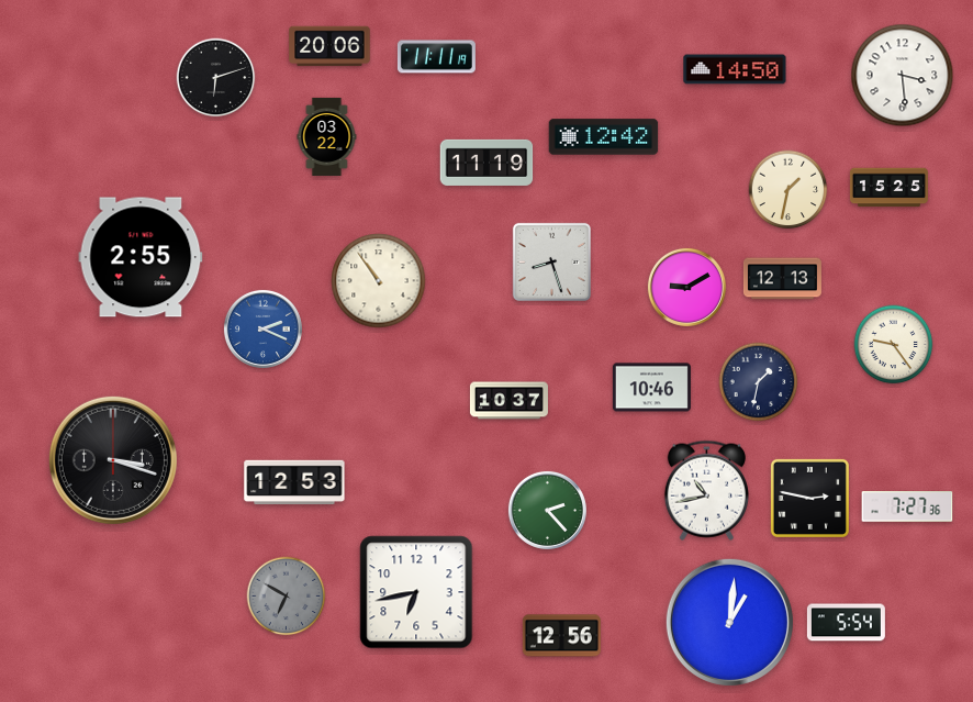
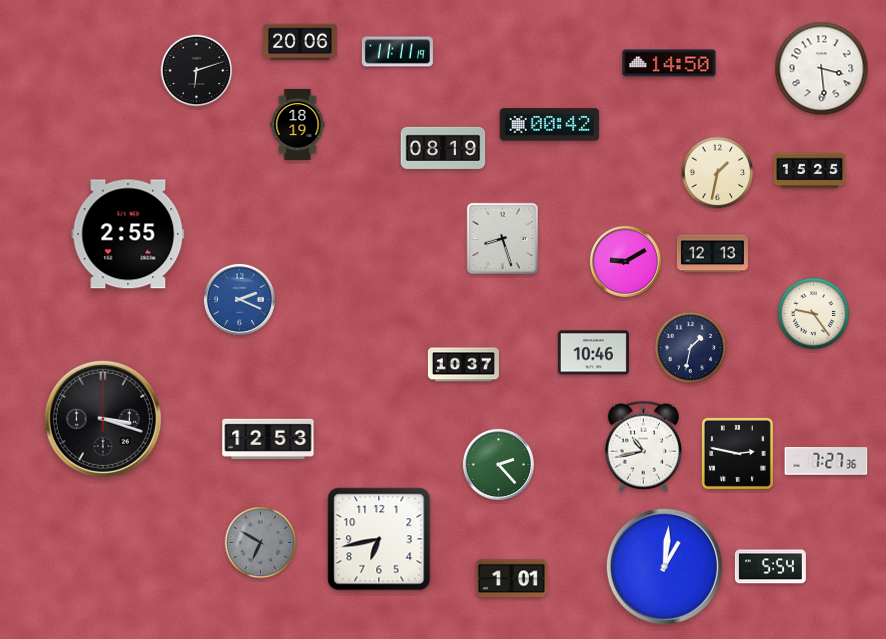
clock at (327, 136): 03:22 -> 18:19
clock at (604, 137): 12:42 -> 00:42
clock at (486, 163): 11:19 -> 08:19
clock at (379, 281): 10:54 -> none
clock at (561, 636): 12:56 -> 1:01
